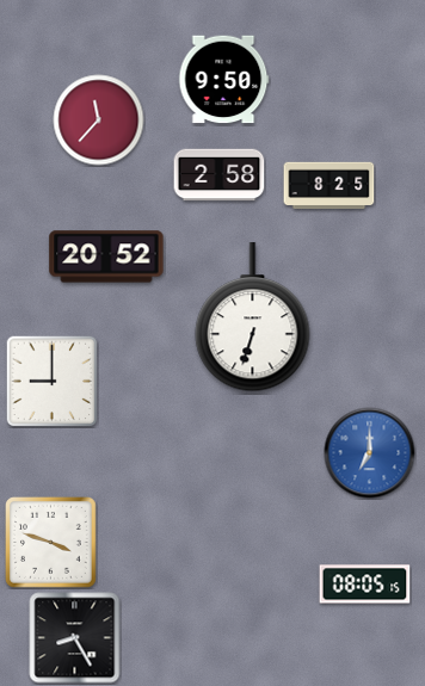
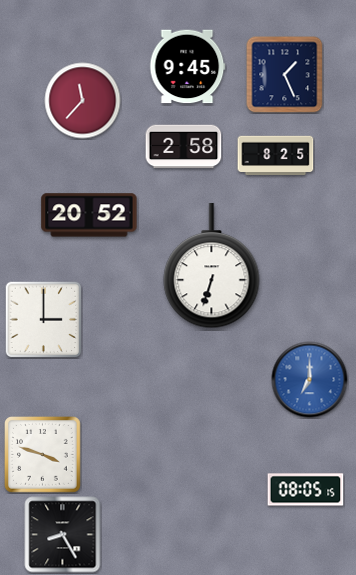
clock at (223, 80): 9:50 -> 9:45
clock at (285, 75): none -> 1:26
clock at (51, 381): 9:00 -> 3:00
